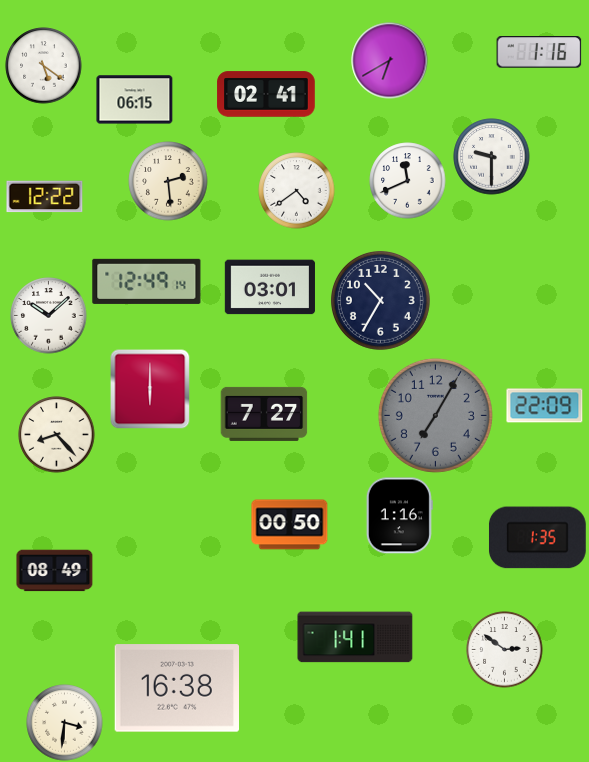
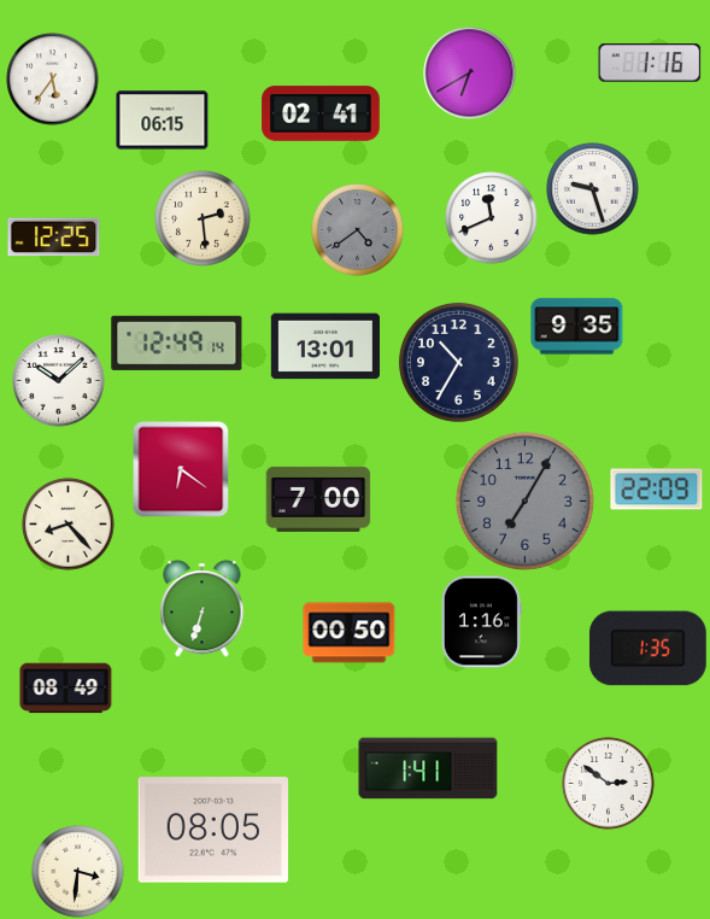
clock at (44, 66): 5:21 -> 5:36
clock at (492, 157): 9:30 -> 9:27
clock at (297, 191) dial: white -> grey
clock at (45, 197): 12:22 -> 12:25
clock at (577, 327): none -> 9:35
clock at (147, 281) position: (147, 281) -> (177, 343)
clock at (270, 287): 03:01 -> 13:01
clock at (150, 389): 6:00 -> 6:21
clock at (264, 414): 7:27 -> 7:00
clock at (203, 609): none -> 6:33
clock at (176, 688): 16:38 -> 08:05
